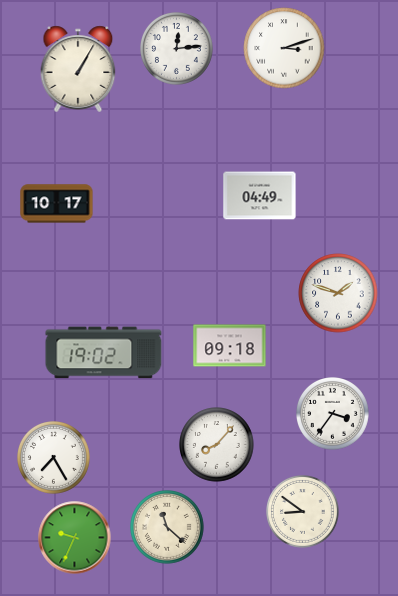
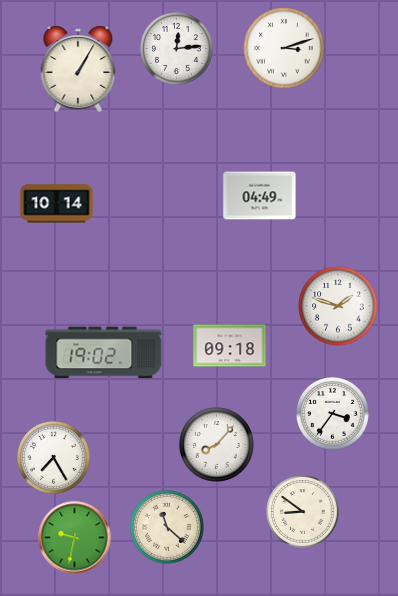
clock at (57, 204): 10:17 -> 10:14
clock at (338, 293) position: (338, 293) -> (338, 306)
clock at (75, 538): 9:34 -> 9:32
